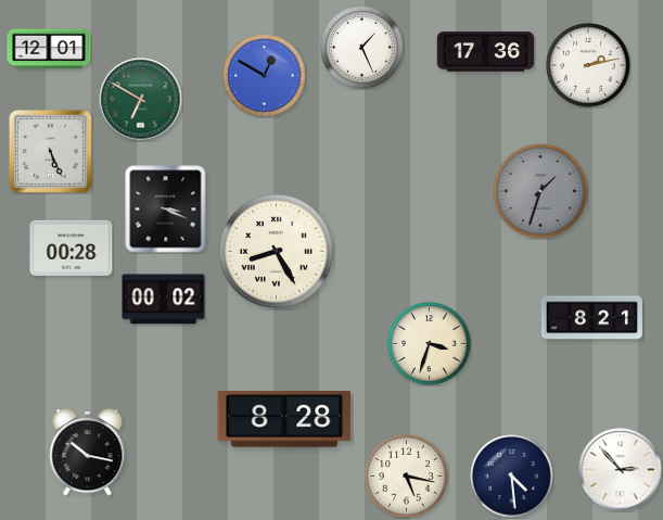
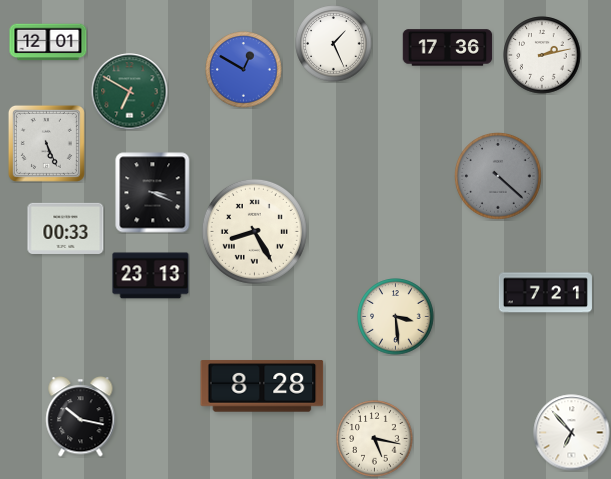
clock at (49, 49) position: (49, 49) -> (48, 42)
clock at (588, 65) position: (588, 65) -> (542, 55)
clock at (50, 151) position: (50, 151) -> (46, 143)
clock at (541, 192): 1:33 -> 4:22
clock at (72, 248): 00:28 -> 00:33
clock at (164, 300): 00:02 -> 23:13
clock at (591, 318): 8:21 -> 7:21
clock at (430, 344): 3:33 -> 3:29
clock at (621, 470): 2:53 -> 6:53
clock at (512, 477): 4:29 -> none
